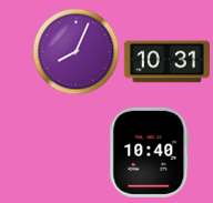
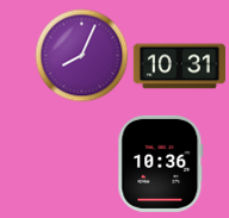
clock at (150, 152): 10:40 -> 10:36
